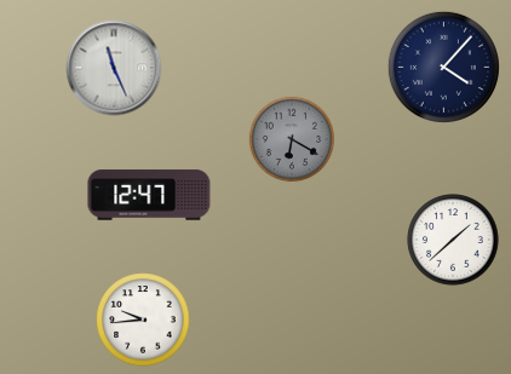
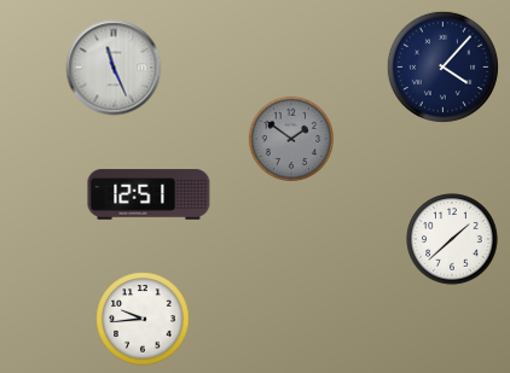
clock at (292, 139): 6:20 -> 1:51
clock at (149, 195): 12:47 -> 12:51
